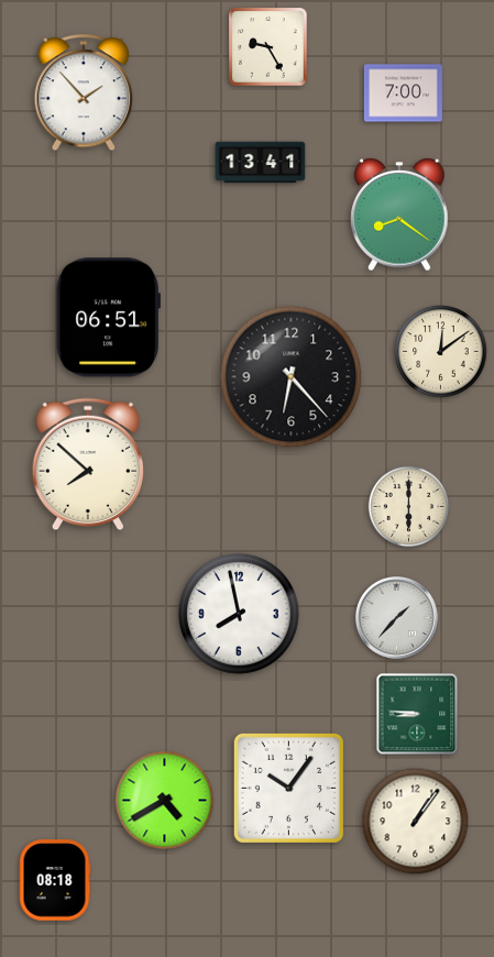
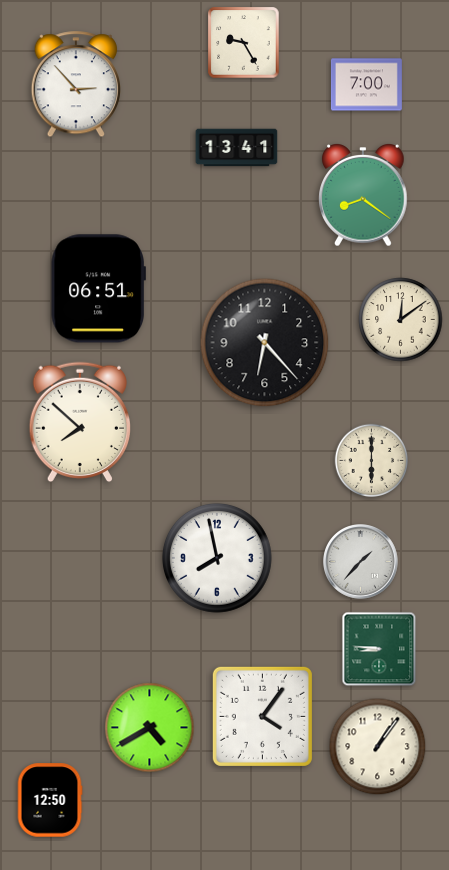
clock at (83, 94): 1:53 -> 2:53
clock at (288, 788): 10:06 -> 4:06
clock at (55, 880): 08:18 -> 12:50
